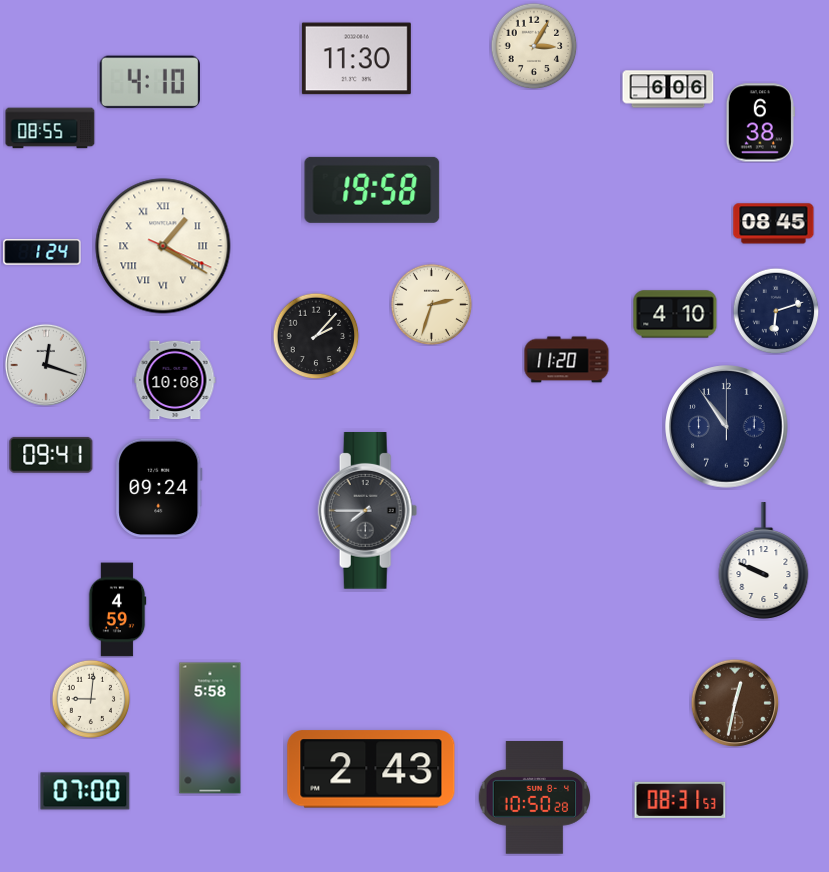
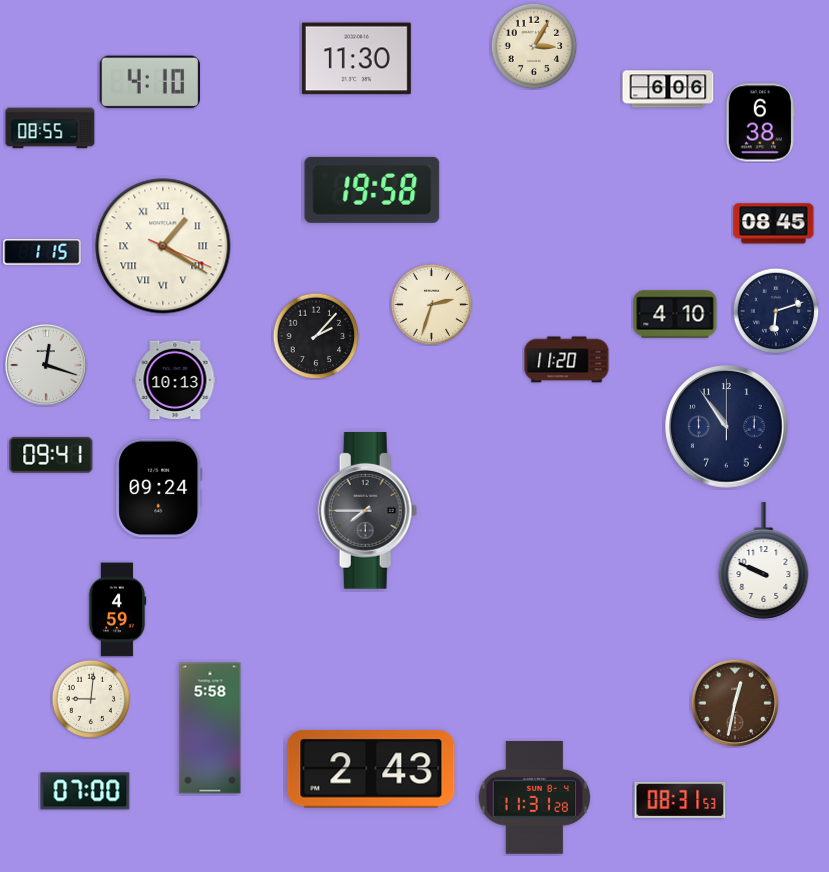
clock at (42, 252): 1:24 -> 1:15
clock at (175, 380): 10:08 -> 10:13
clock at (535, 798): 10:50 -> 11:31
